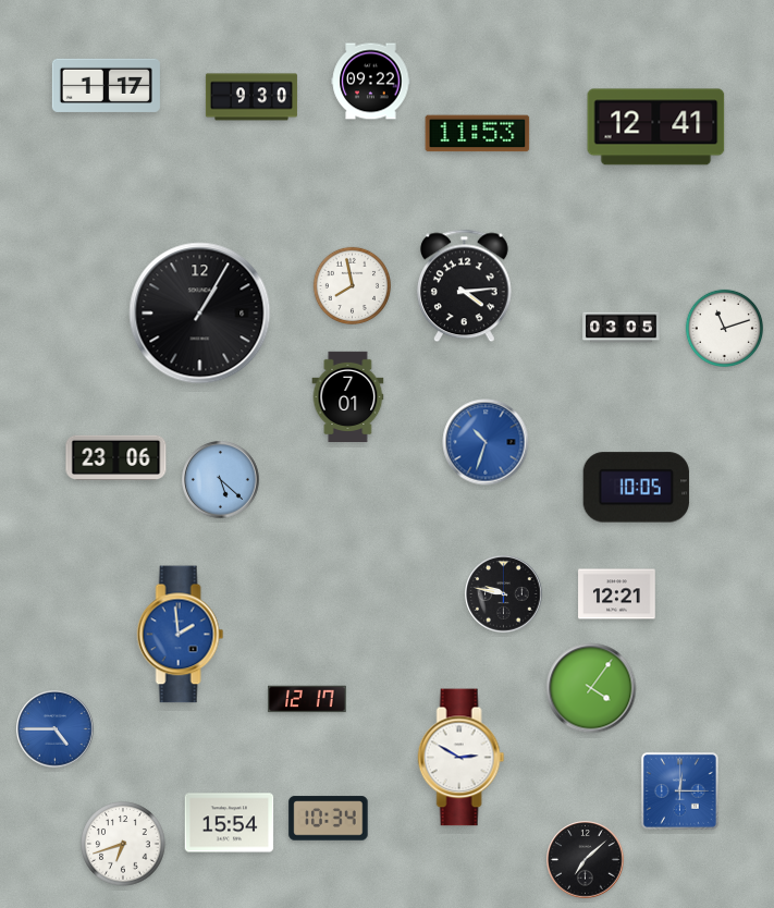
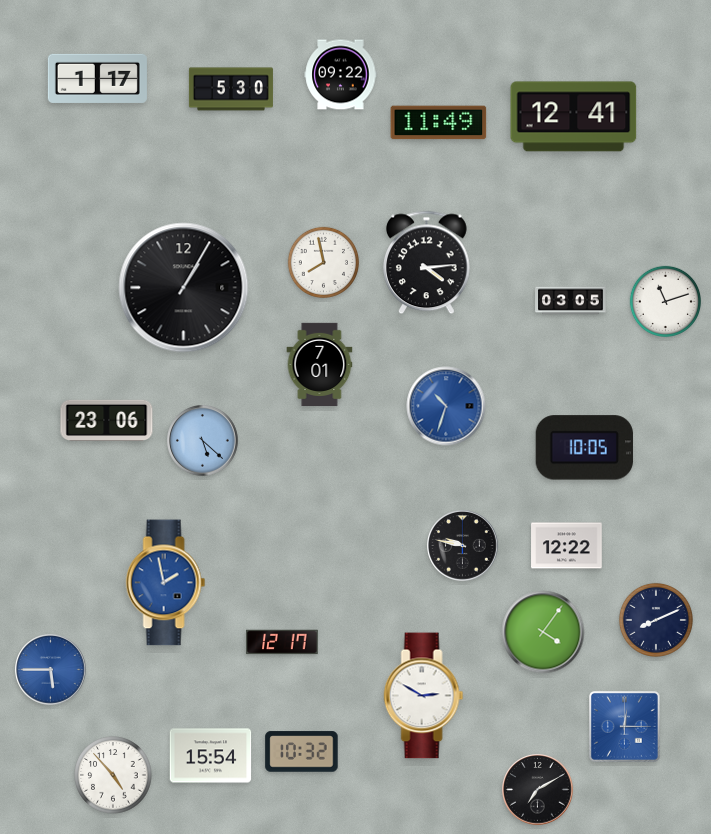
clock at (251, 97): 9:30 -> 5:30
clock at (656, 127) position: (656, 127) -> (574, 117)
clock at (478, 134): 11:53 -> 11:49
clock at (617, 594): 12:21 -> 12:22
clock at (181, 635): 1:59 -> 1:58
clock at (656, 620): none -> 8:11
clock at (56, 729): 4:45 -> 5:45
clock at (329, 819): 10:34 -> 10:32
clock at (123, 844): 6:42 -> 4:53
clock at (586, 860): 7:08 -> 7:10
